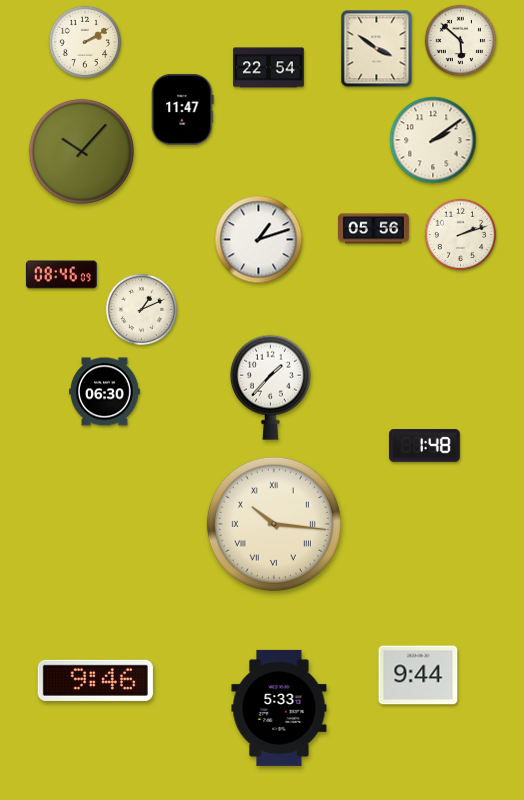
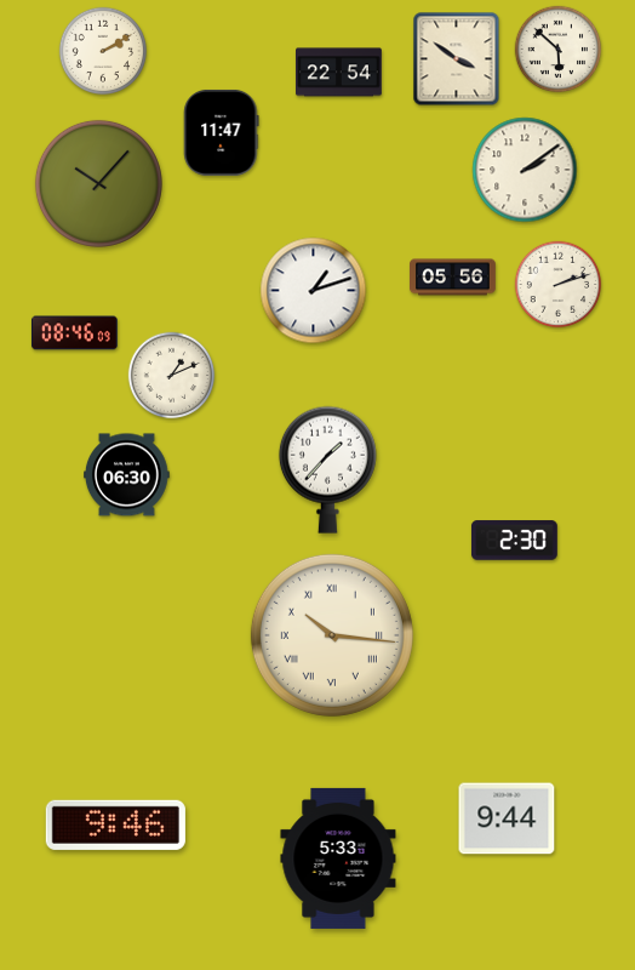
clock at (269, 68) position: (269, 68) -> (339, 73)
clock at (424, 446): 1:48 -> 2:30
